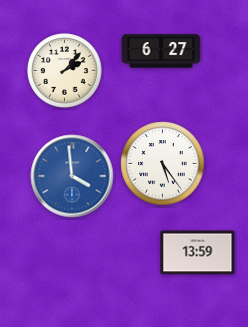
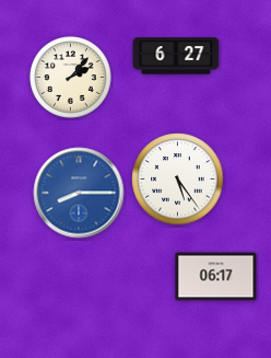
clock at (72, 176): 3:59 -> 8:15
clock at (198, 253): 13:59 -> 06:17
